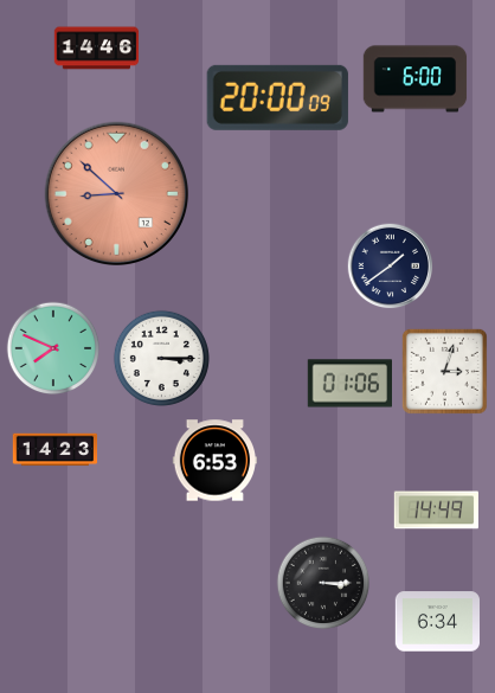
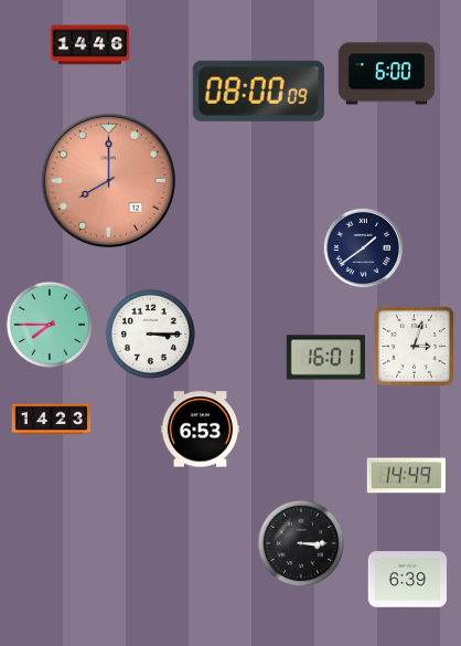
clock at (277, 97): 20:00 -> 08:00
clock at (116, 193): 8:52 -> 8:00
clock at (53, 348): 7:49 -> 7:45
clock at (349, 384): 01:06 -> 16:01
clock at (438, 622): 6:34 -> 6:39
